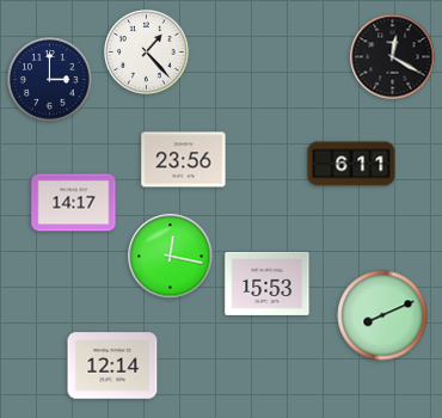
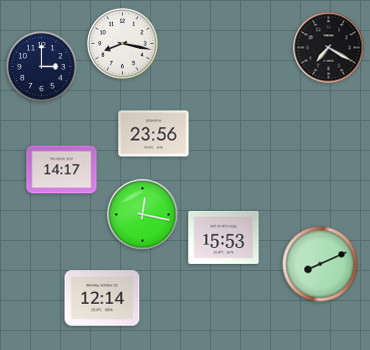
clock at (147, 53): 1:23 -> 8:17
clock at (393, 57): 12:20 -> 7:20
clock at (351, 164): 6:11 -> none
clock at (112, 365) position: (112, 365) -> (102, 298)
